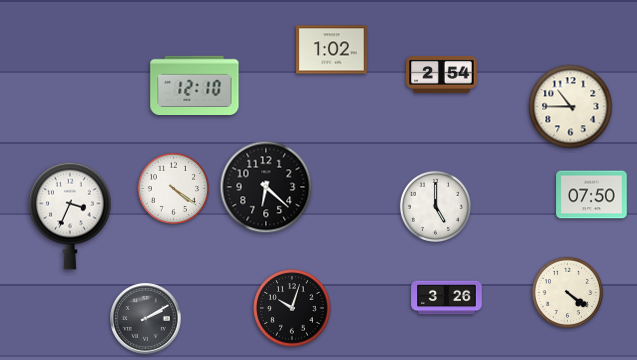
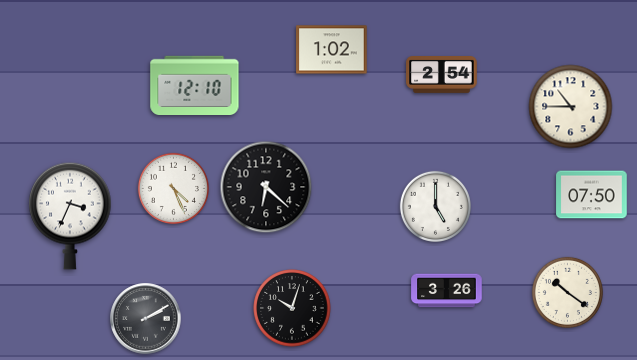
clock at (173, 188): 4:21 -> 4:26
clock at (567, 292): 4:21 -> 10:21
clock at (447, 298) position: (447, 298) -> (447, 291)
